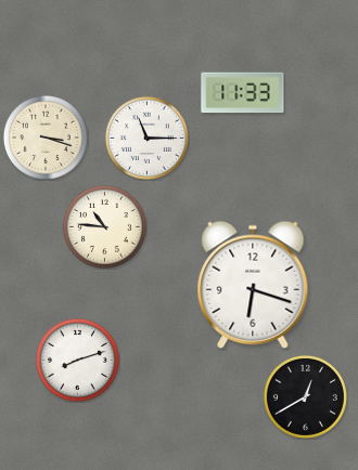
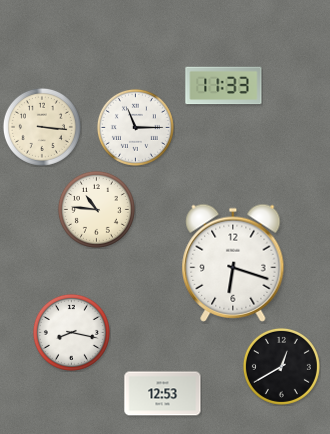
clock at (46, 138): 3:18 -> 3:16
clock at (77, 360): 8:12 -> 8:17
clock at (163, 394): none -> 12:53
